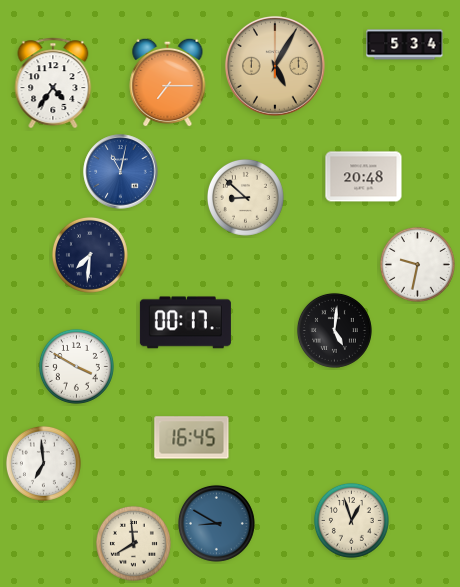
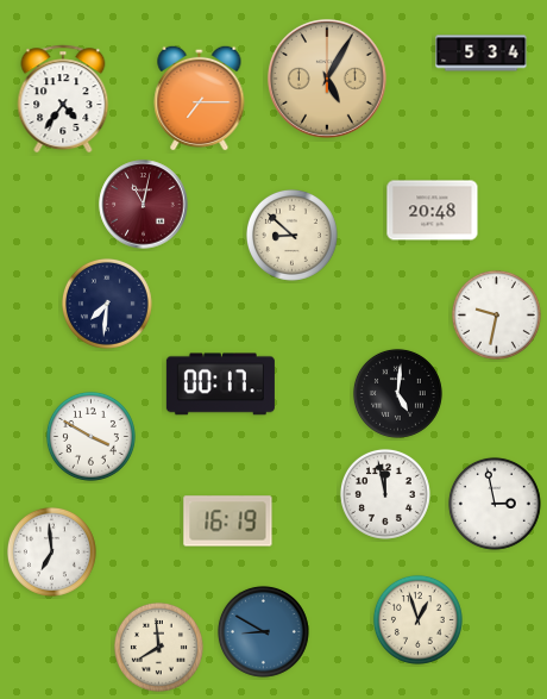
clock at (121, 172) dial: blue -> burgundy
clock at (385, 494): none -> 11:58
clock at (495, 504): none -> 2:58
clock at (192, 438): 16:45 -> 16:19
clock at (216, 523) position: (216, 523) -> (263, 631)
